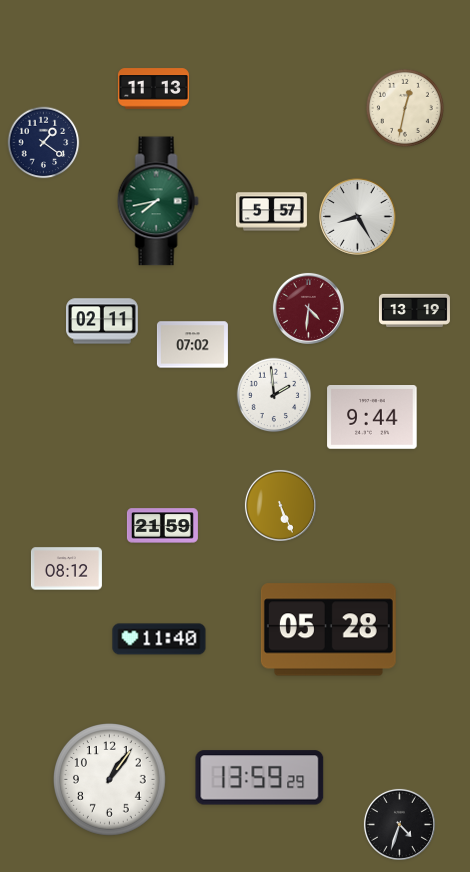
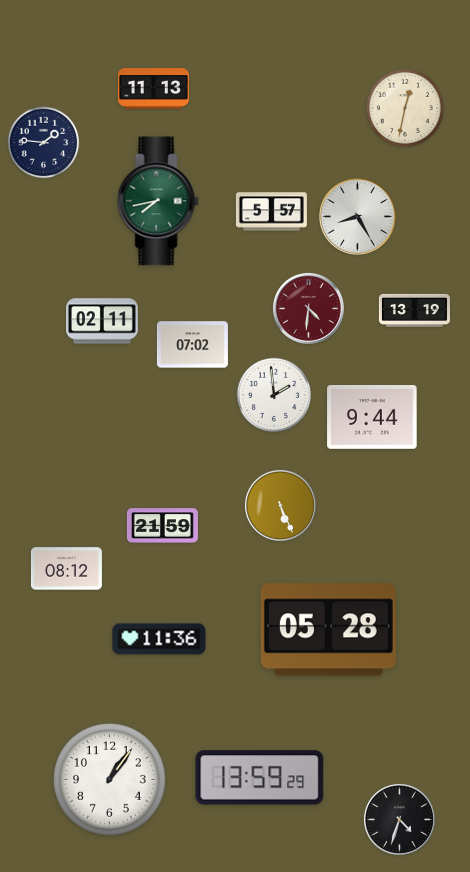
clock at (44, 143): 1:21 -> 1:46
clock at (159, 639): 11:40 -> 11:36
clock at (399, 824) position: (399, 824) -> (399, 819)
